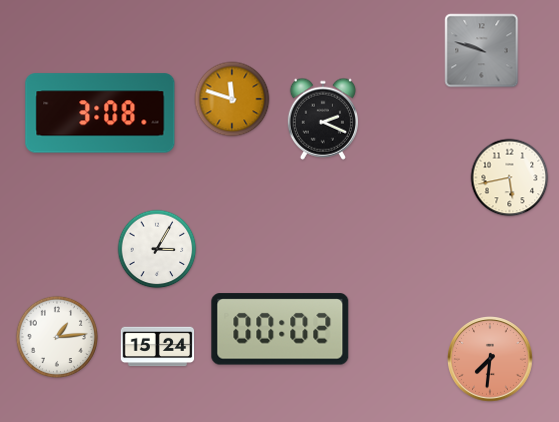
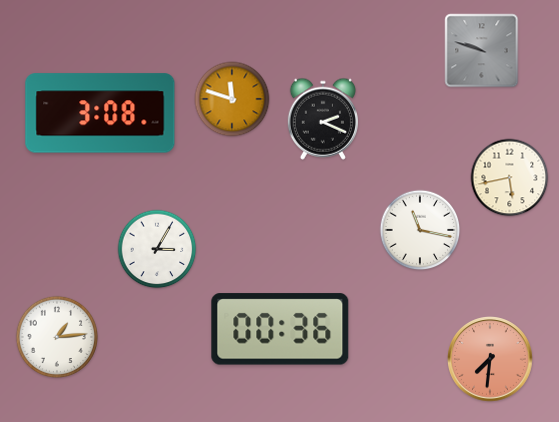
clock at (420, 230): none -> 11:17
clock at (280, 329): 00:02 -> 00:36
clock at (158, 347): 15:24 -> none
